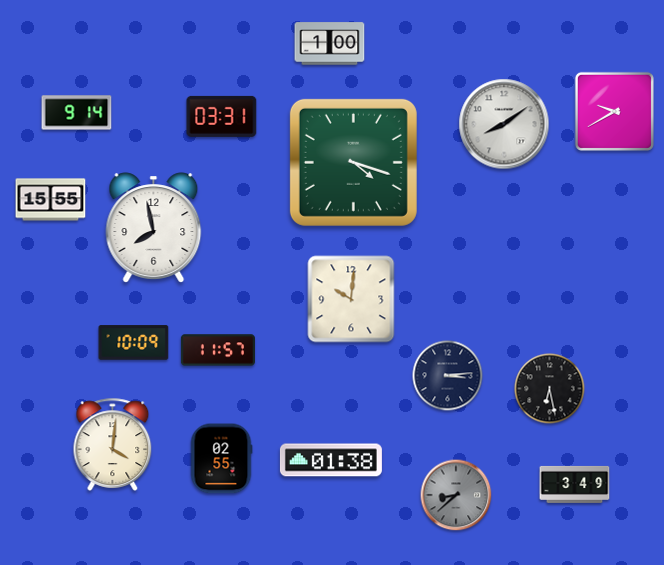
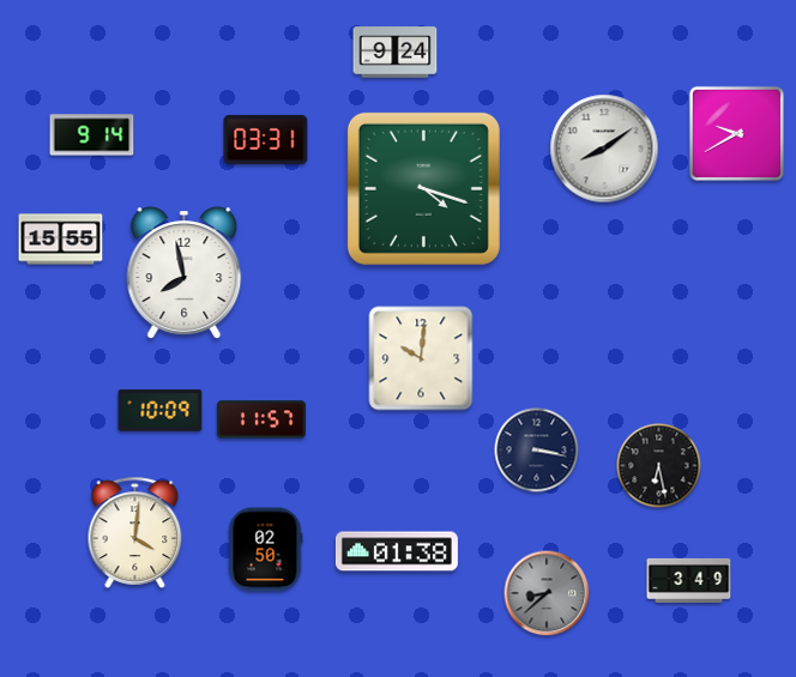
clock at (330, 44): 1:00 -> 9:24
clock at (353, 162) position: (353, 162) -> (423, 188)
clock at (448, 376): 3:14 -> 3:17
clock at (221, 459): 02:55 -> 02:50
